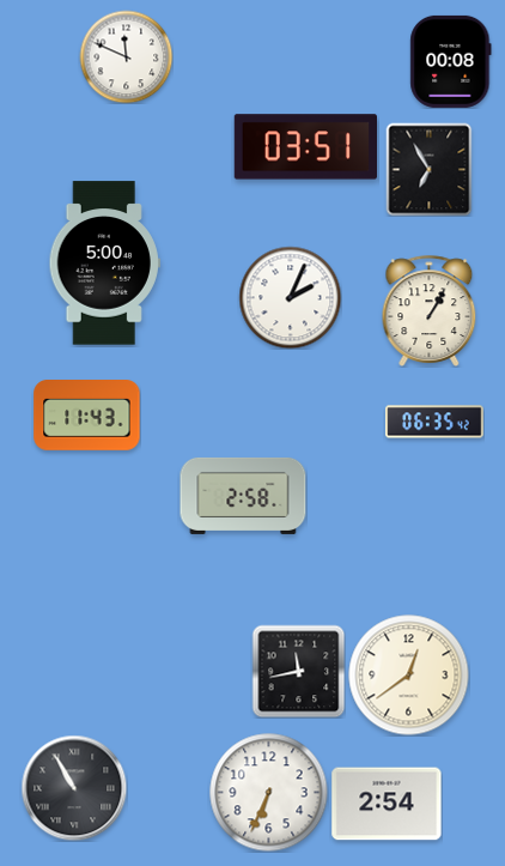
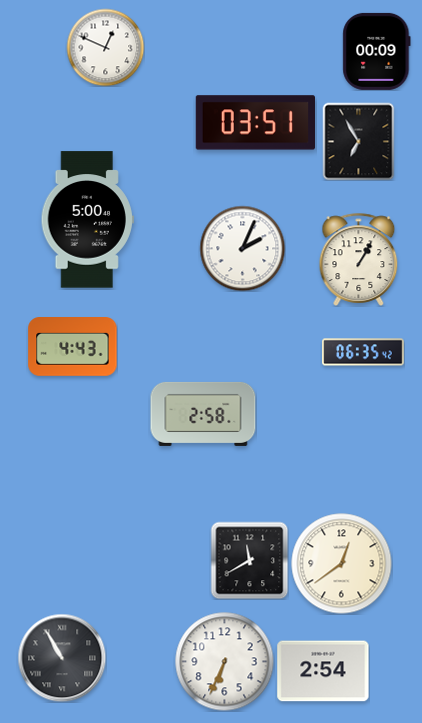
clock at (126, 56): 11:49 -> 12:49
clock at (451, 61): 00:08 -> 00:09
clock at (87, 416): 11:43 -> 4:43
clock at (298, 671): 11:43 -> 11:40
